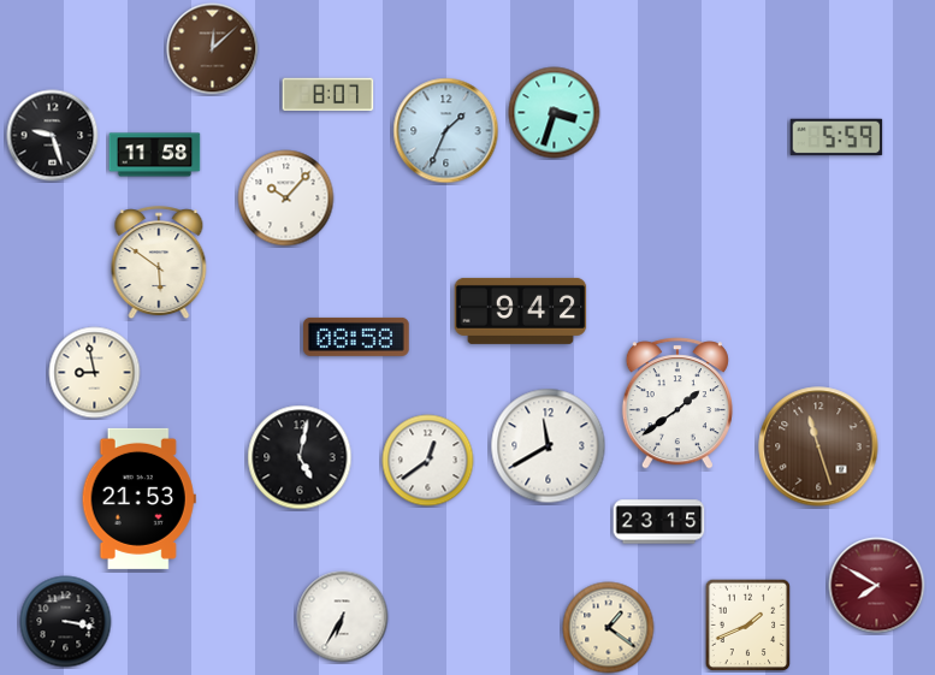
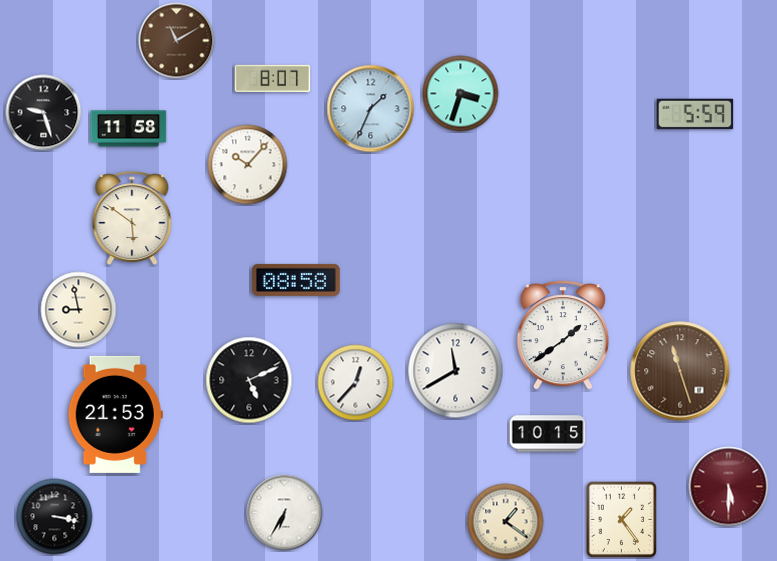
clock at (213, 49): 12:08 -> 11:10
clock at (286, 199) position: (286, 199) -> (248, 165)
clock at (521, 310): 9:42 -> none
clock at (300, 457): 5:02 -> 5:11
clock at (428, 461): 12:39 -> 12:37
clock at (659, 522): 23:15 -> 10:15
clock at (877, 586): 7:50 -> 5:30
clock at (748, 624): 1:41 -> 1:24
